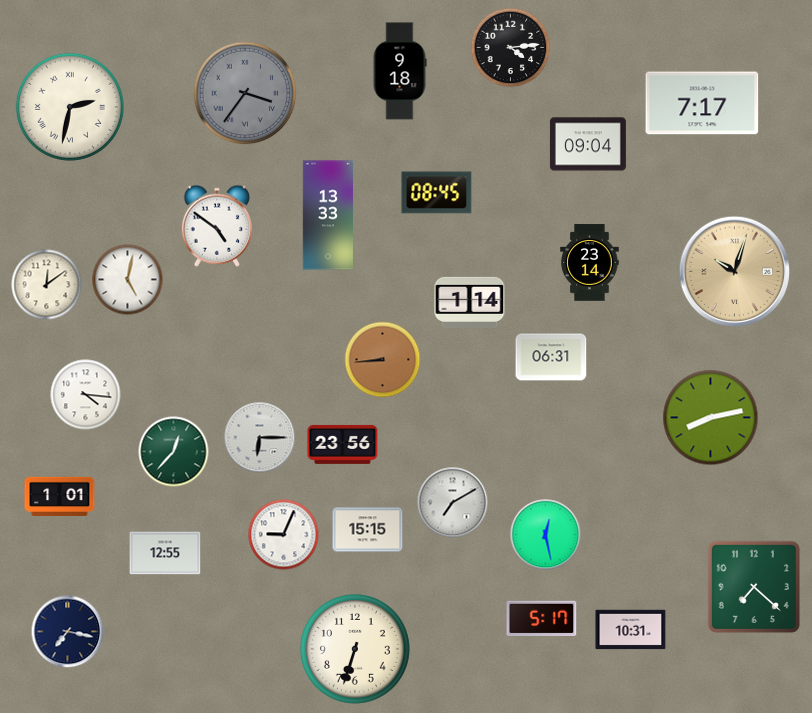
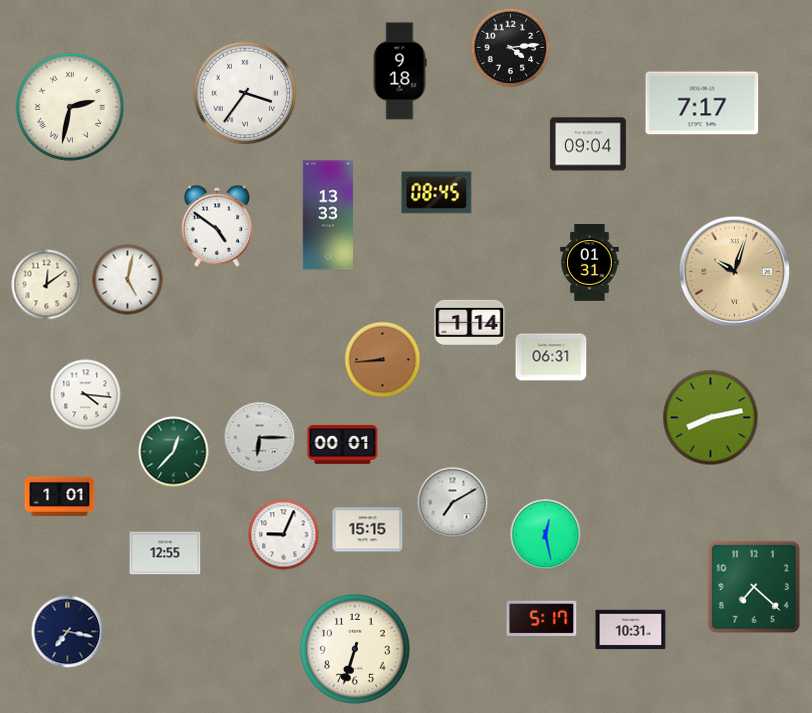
clock at (245, 93) dial: grey -> white
clock at (590, 263): 23:14 -> 01:31
clock at (470, 302) position: (470, 302) -> (470, 325)
clock at (343, 444): 23:56 -> 00:01
